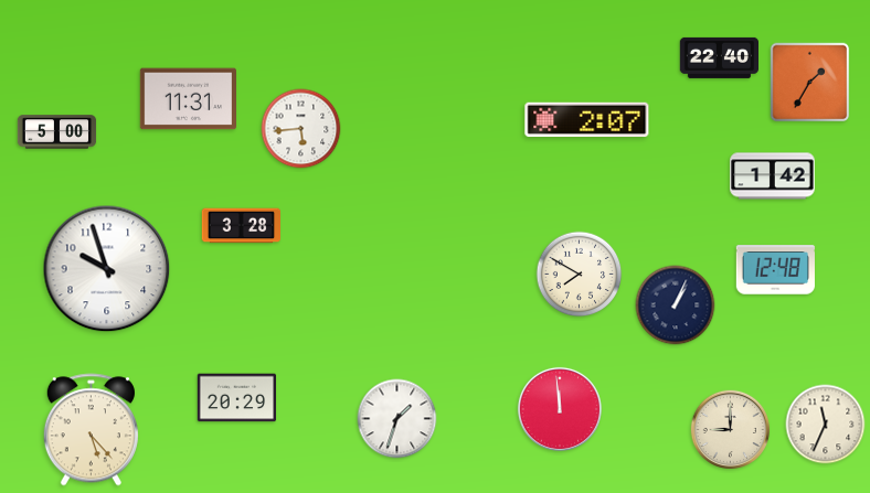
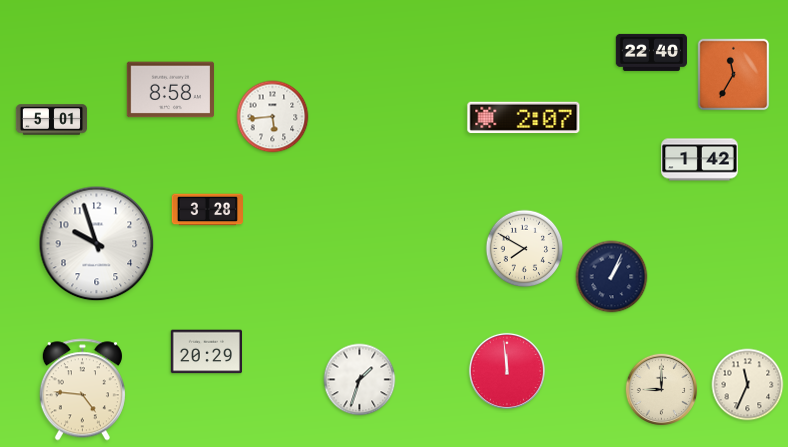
clock at (810, 83): 1:35 -> 11:35
clock at (188, 99): 11:31 -> 8:58
clock at (587, 120) position: (587, 120) -> (524, 118)
clock at (57, 132): 5:00 -> 5:01
clock at (241, 226) position: (241, 226) -> (207, 210)
clock at (775, 270): 12:48 -> none
clock at (236, 398) position: (236, 398) -> (206, 352)
clock at (91, 430): 5:23 -> 4:46
